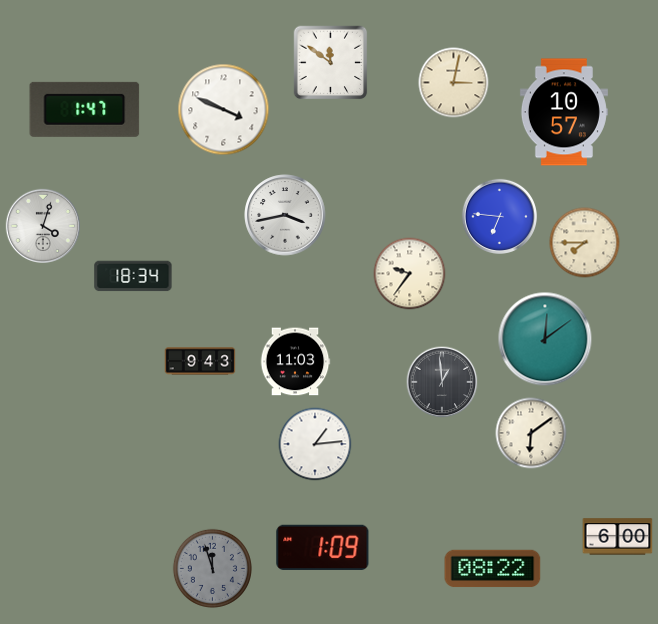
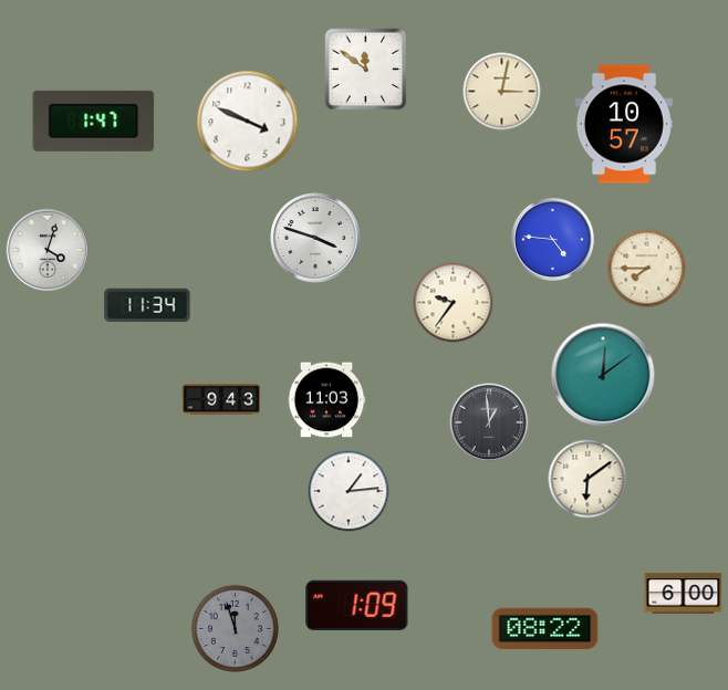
clock at (285, 215): 3:43 -> 3:48
clock at (499, 216): 6:46 -> 4:46
clock at (133, 276): 18:34 -> 11:34
